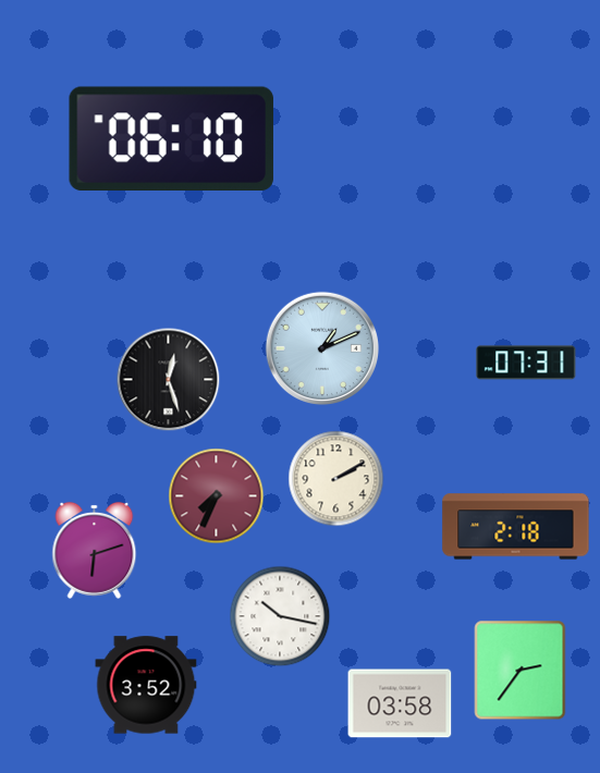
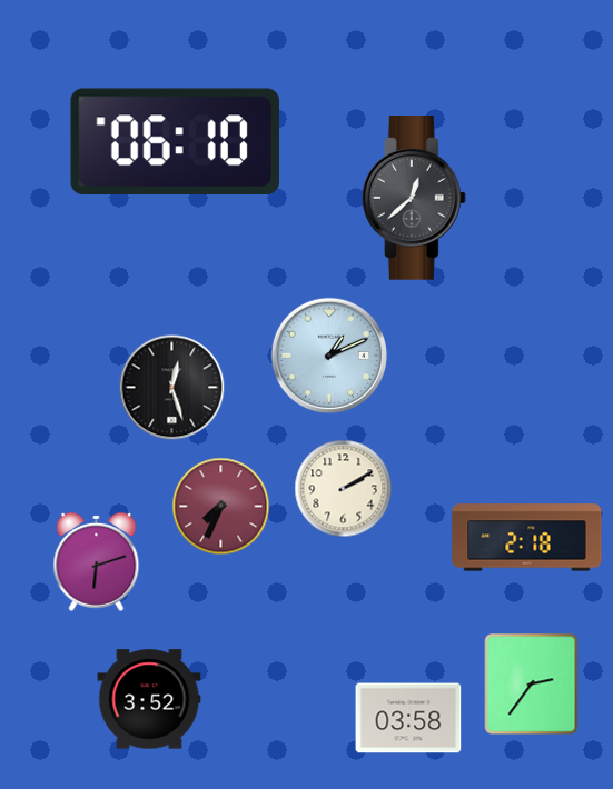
clock at (414, 198): none -> 12:38
clock at (526, 363): 07:31 -> none
clock at (280, 616): 10:17 -> none
